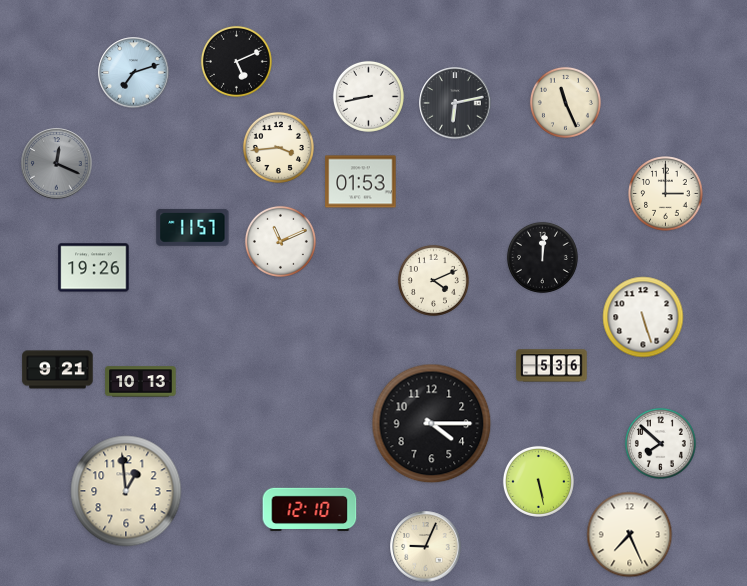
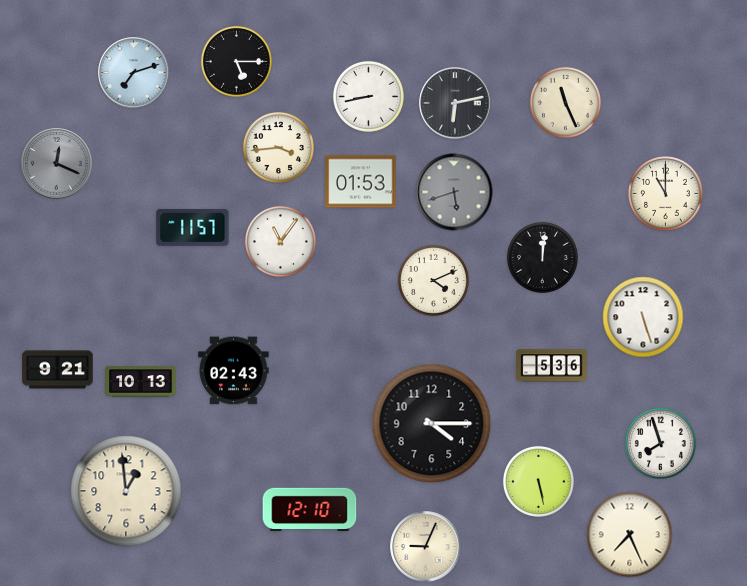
clock at (236, 61): 5:11 -> 5:15
clock at (454, 192): none -> 5:42
clock at (666, 194): 3:00 -> 11:00
clock at (280, 241): 11:11 -> 11:06
clock at (94, 268): 19:26 -> none
clock at (234, 371): none -> 02:43
clock at (660, 443): 7:52 -> 7:57
